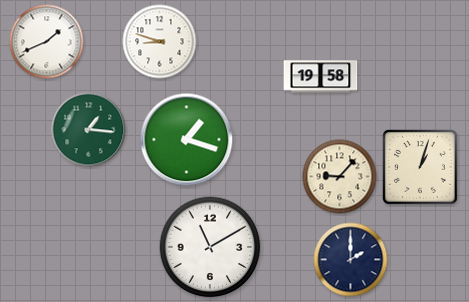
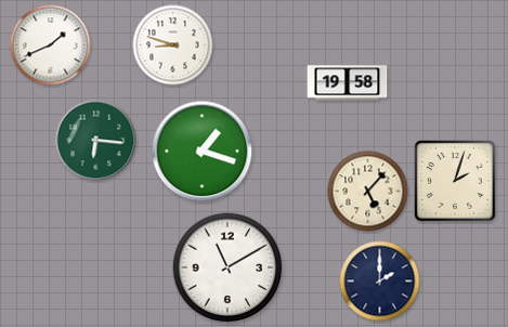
clock at (89, 130): 1:16 -> 6:16
clock at (421, 168): 1:03 -> 2:03
clock at (340, 177): 9:07 -> 5:07
